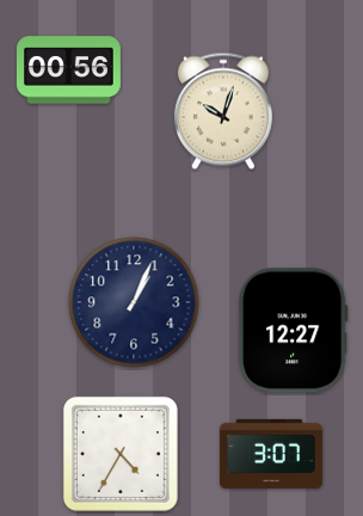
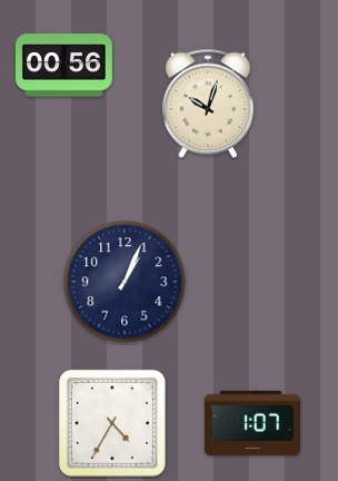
clock at (294, 331): 12:27 -> none
clock at (271, 454): 3:07 -> 1:07
